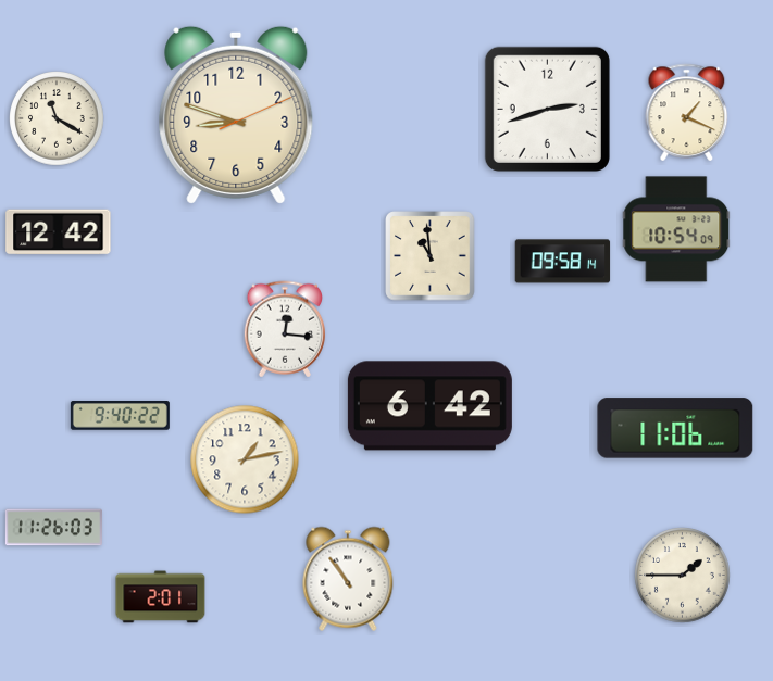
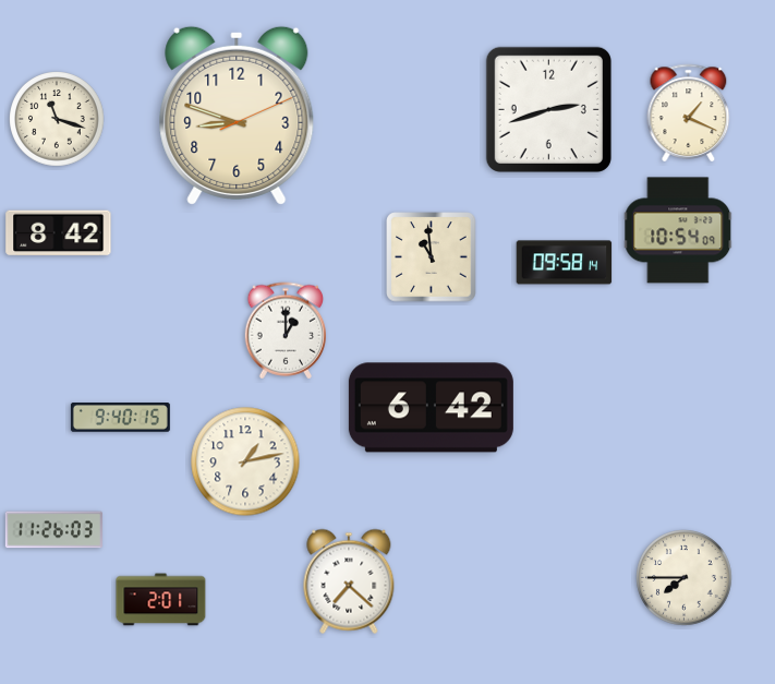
clock at (58, 119): 11:20 -> 11:18
clock at (59, 232): 12:42 -> 8:42
clock at (285, 329): 12:16 -> 1:00
clock at (120, 416): 9:40:22 -> 9:40:15
clock at (675, 428): 11:06 -> none
clock at (683, 576): 1:45 -> 7:45
clock at (348, 579): 10:54 -> 7:22
